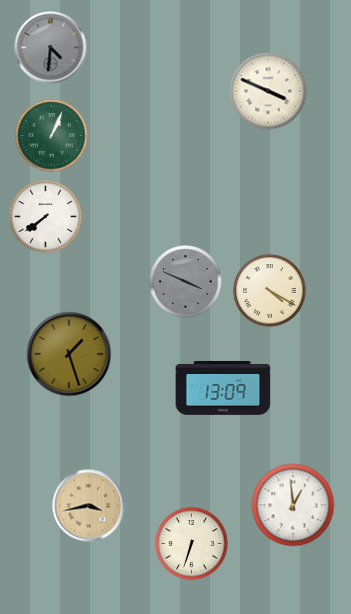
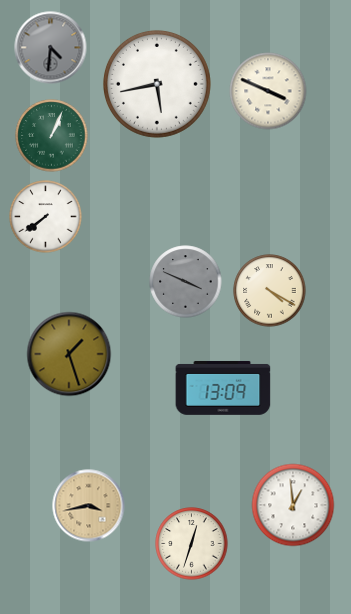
clock at (157, 84): none -> 5:43
clock at (192, 544): 6:33 -> 12:33
